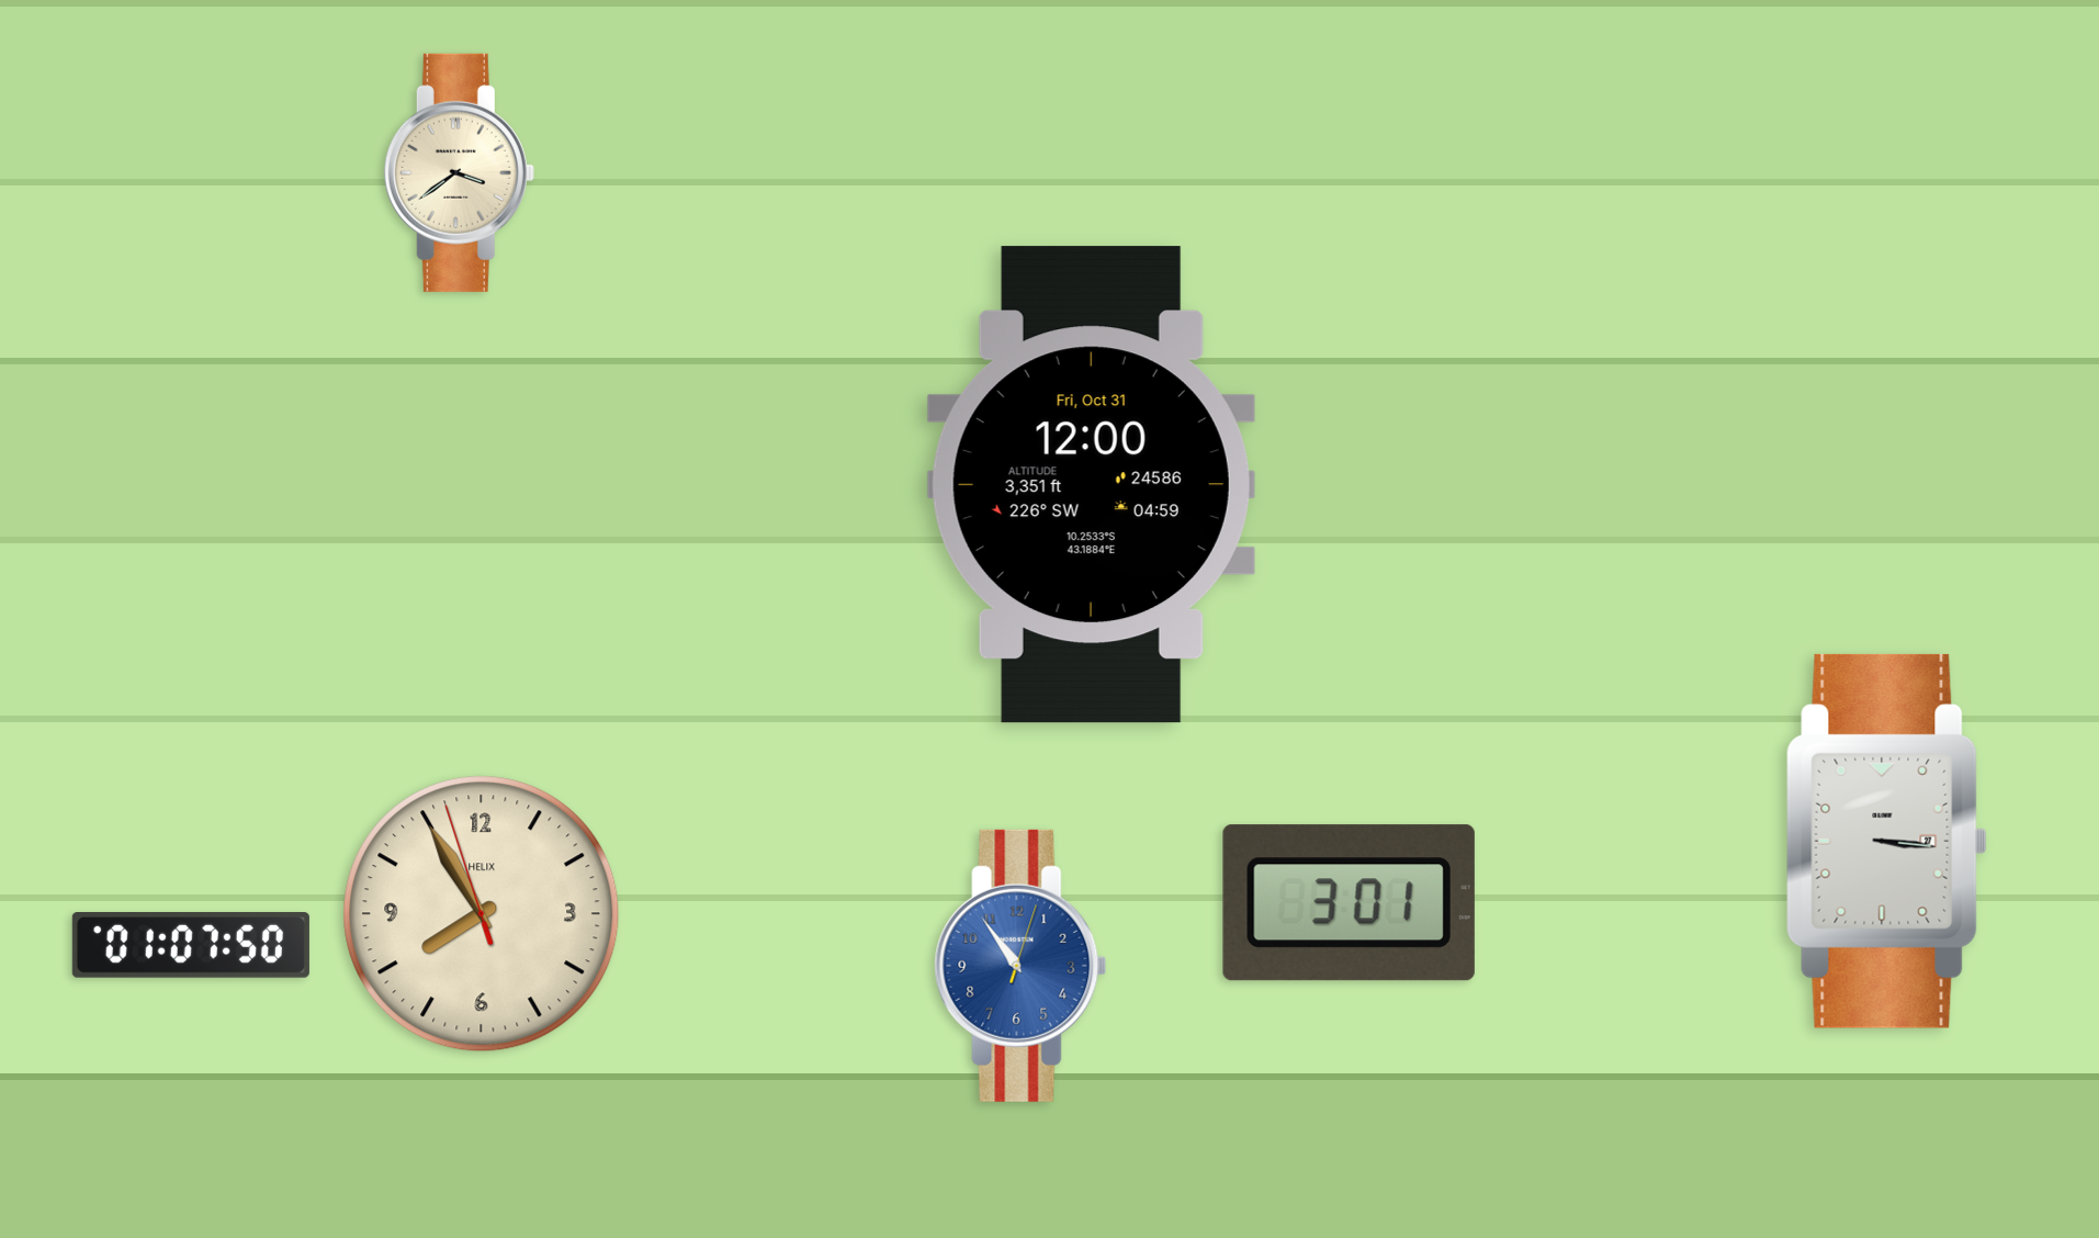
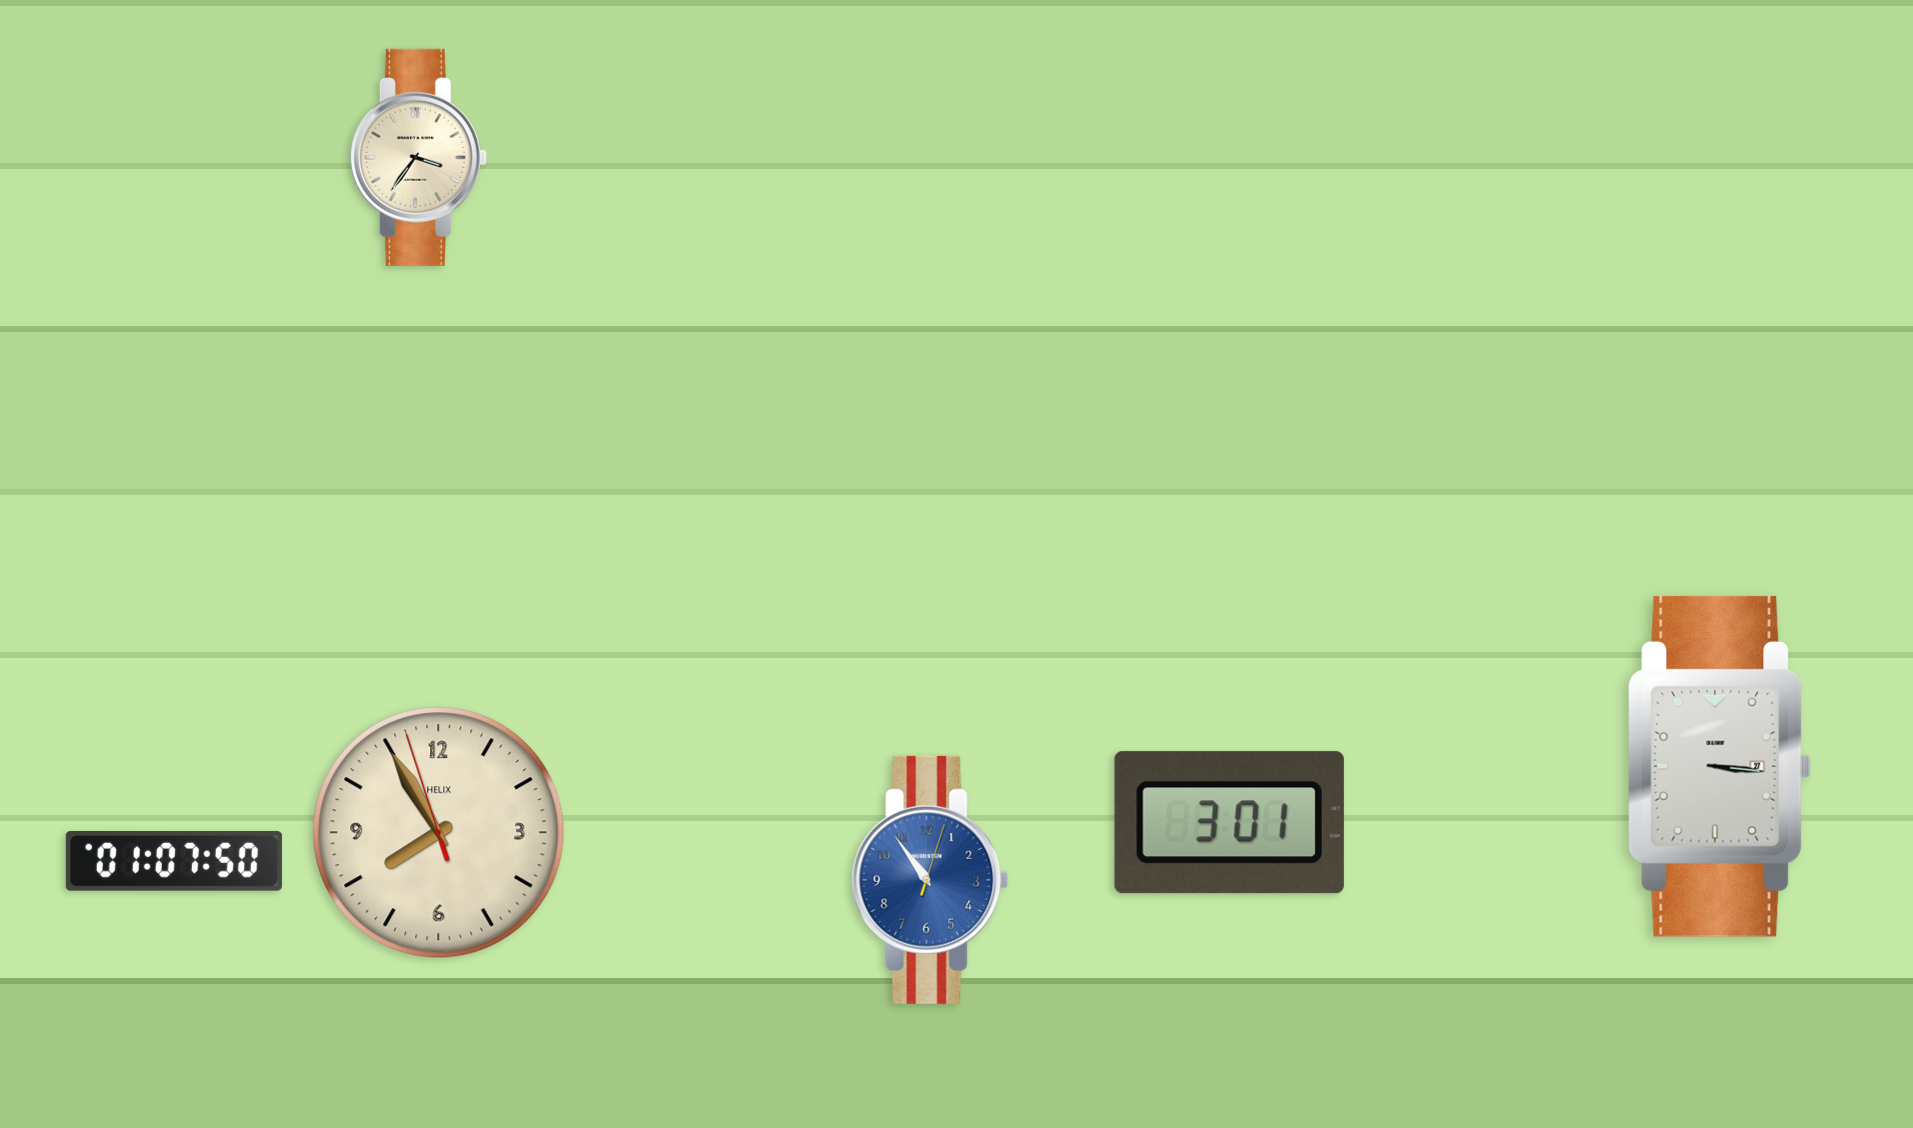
clock at (459, 172): 3:39 -> 3:36
clock at (1091, 485): 12:00 -> none
